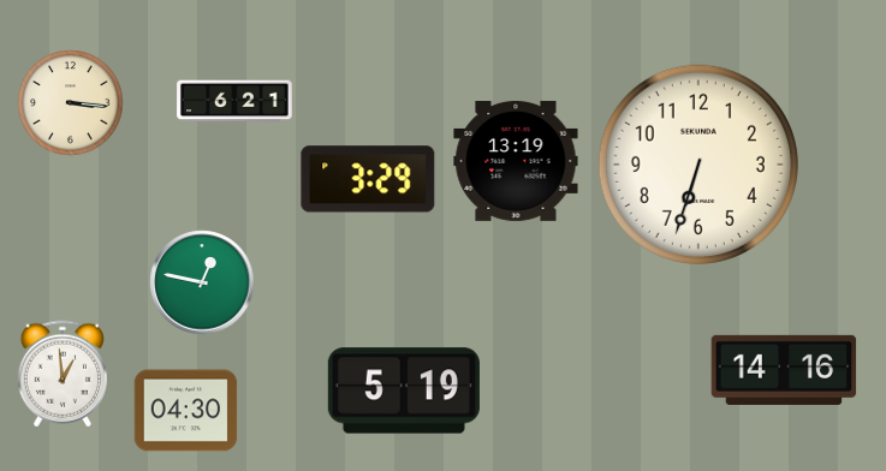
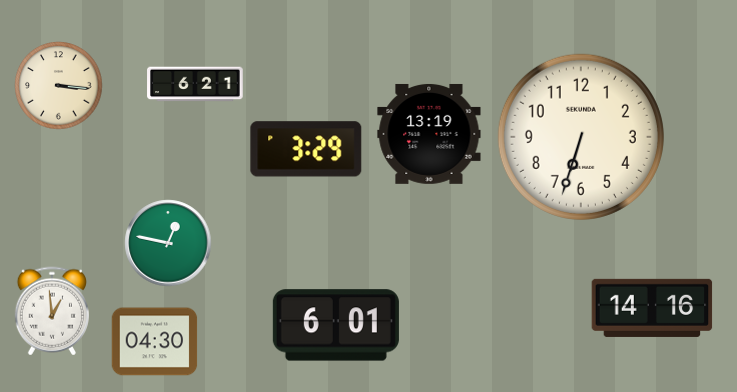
clock at (202, 282) position: (202, 282) -> (168, 243)
clock at (404, 390): 5:19 -> 6:01
